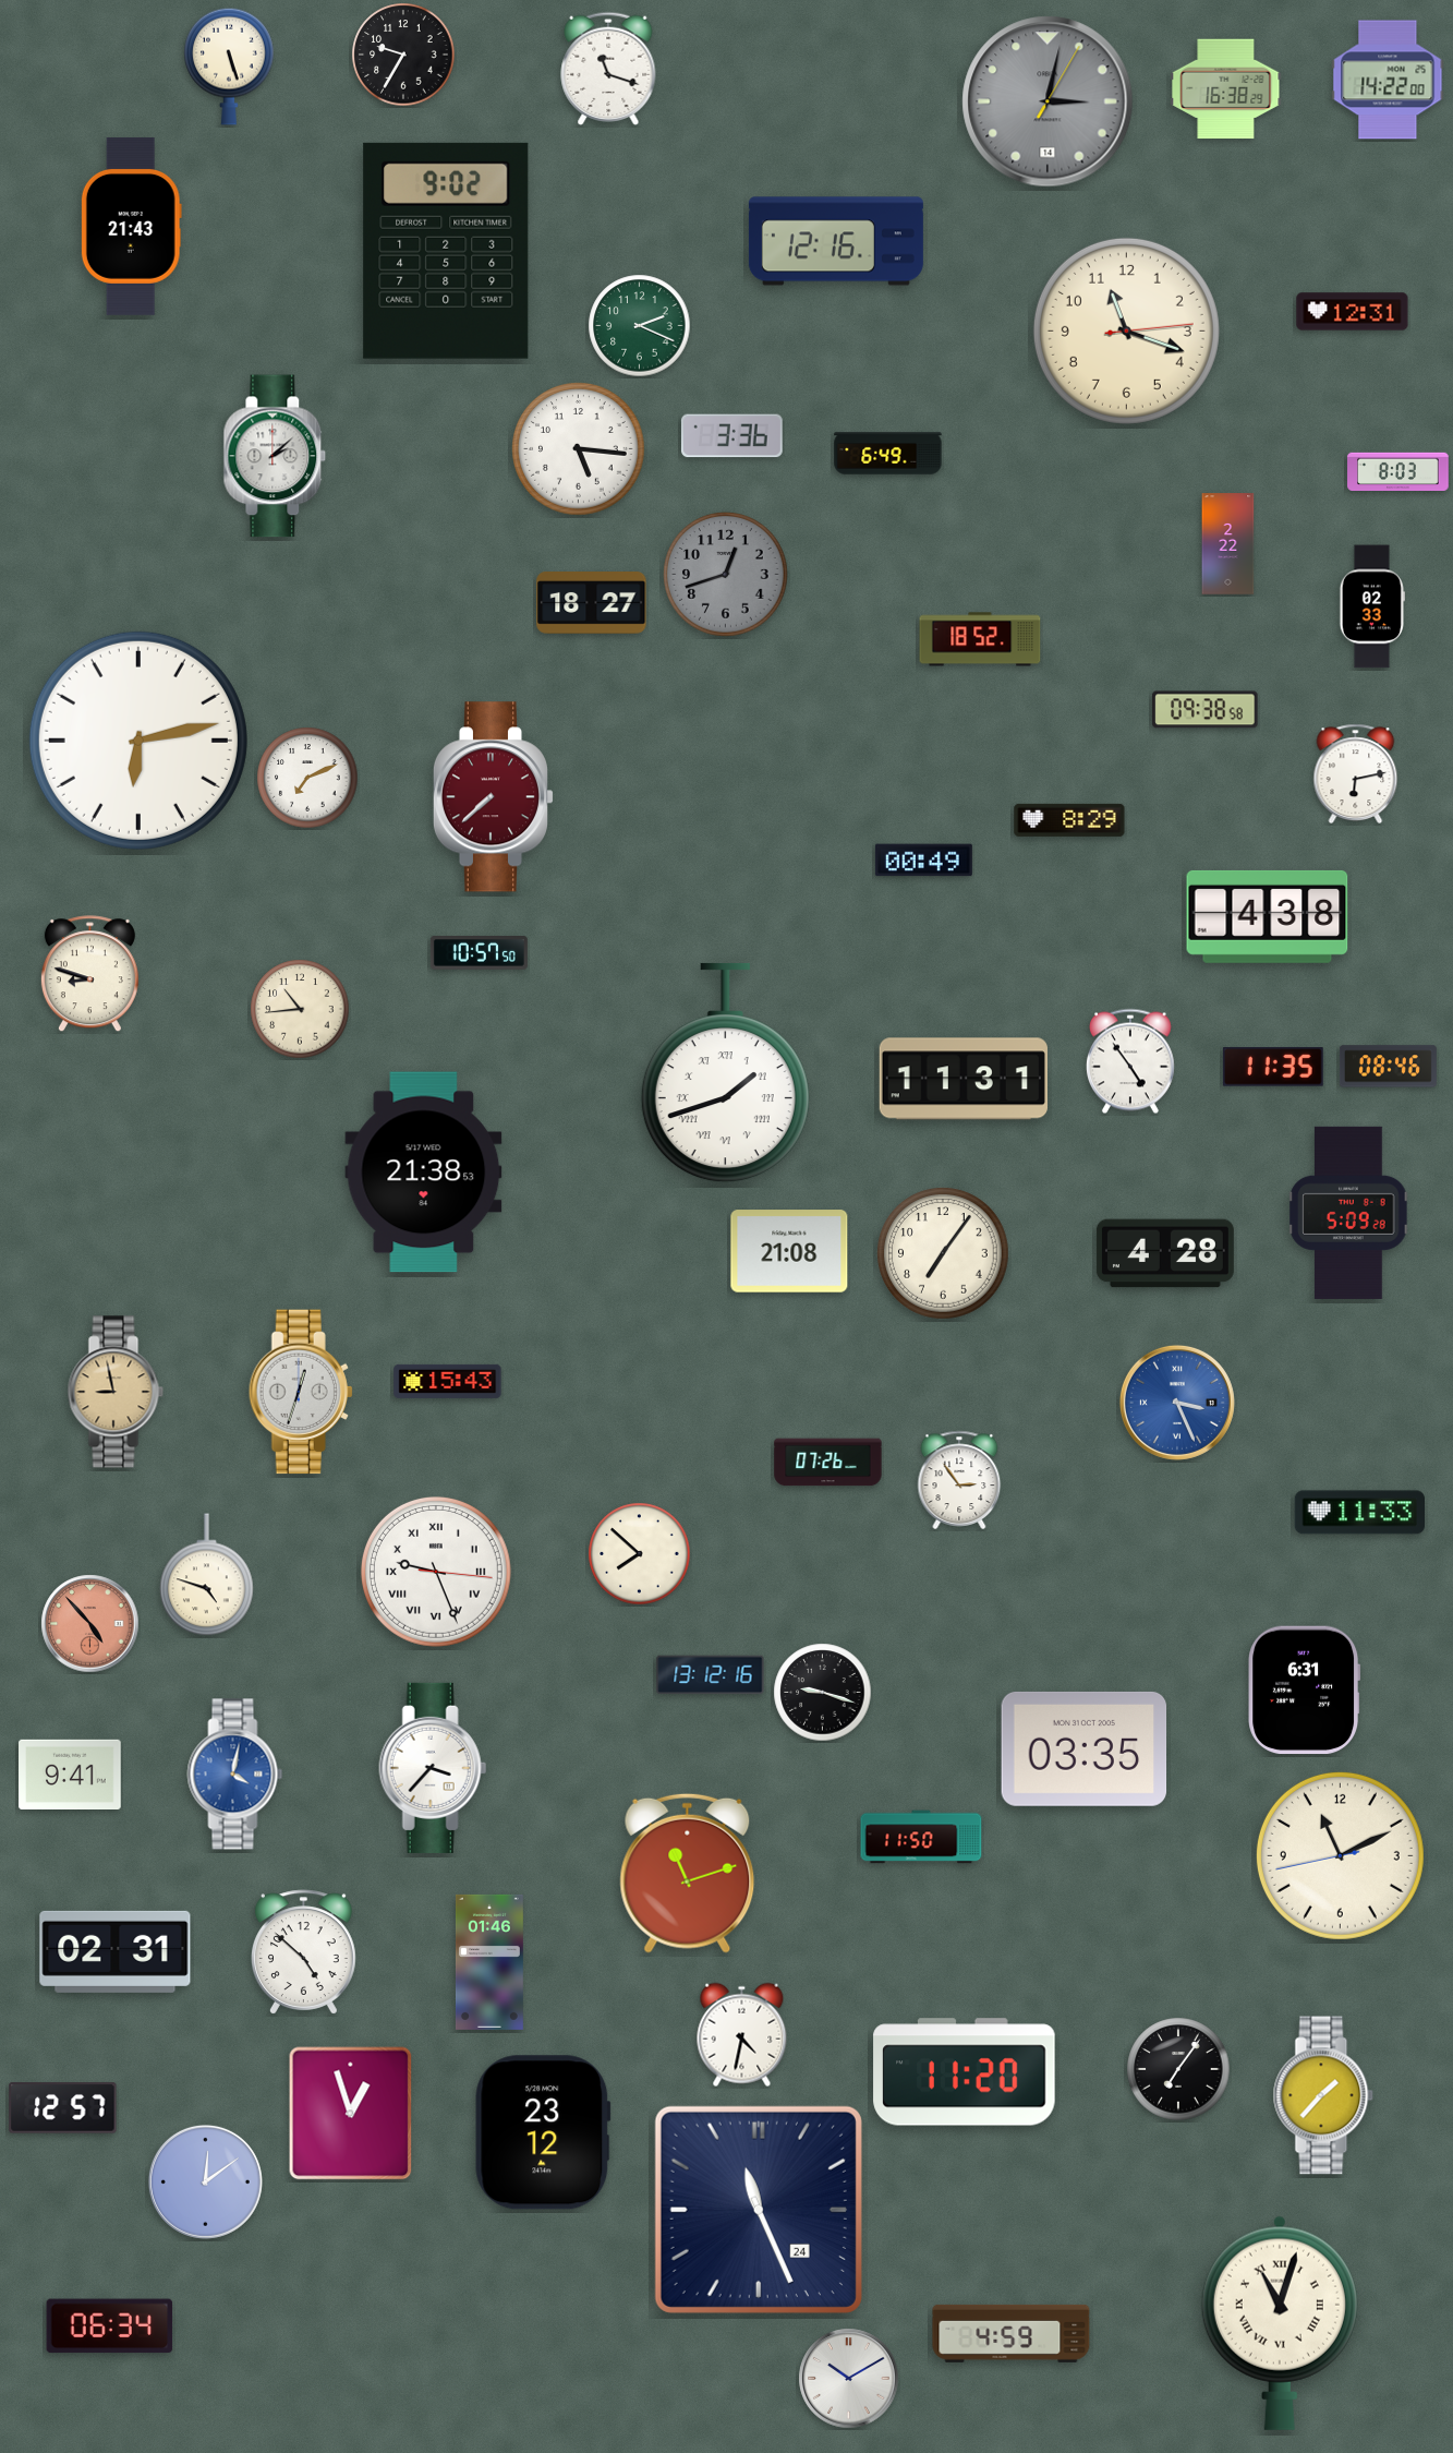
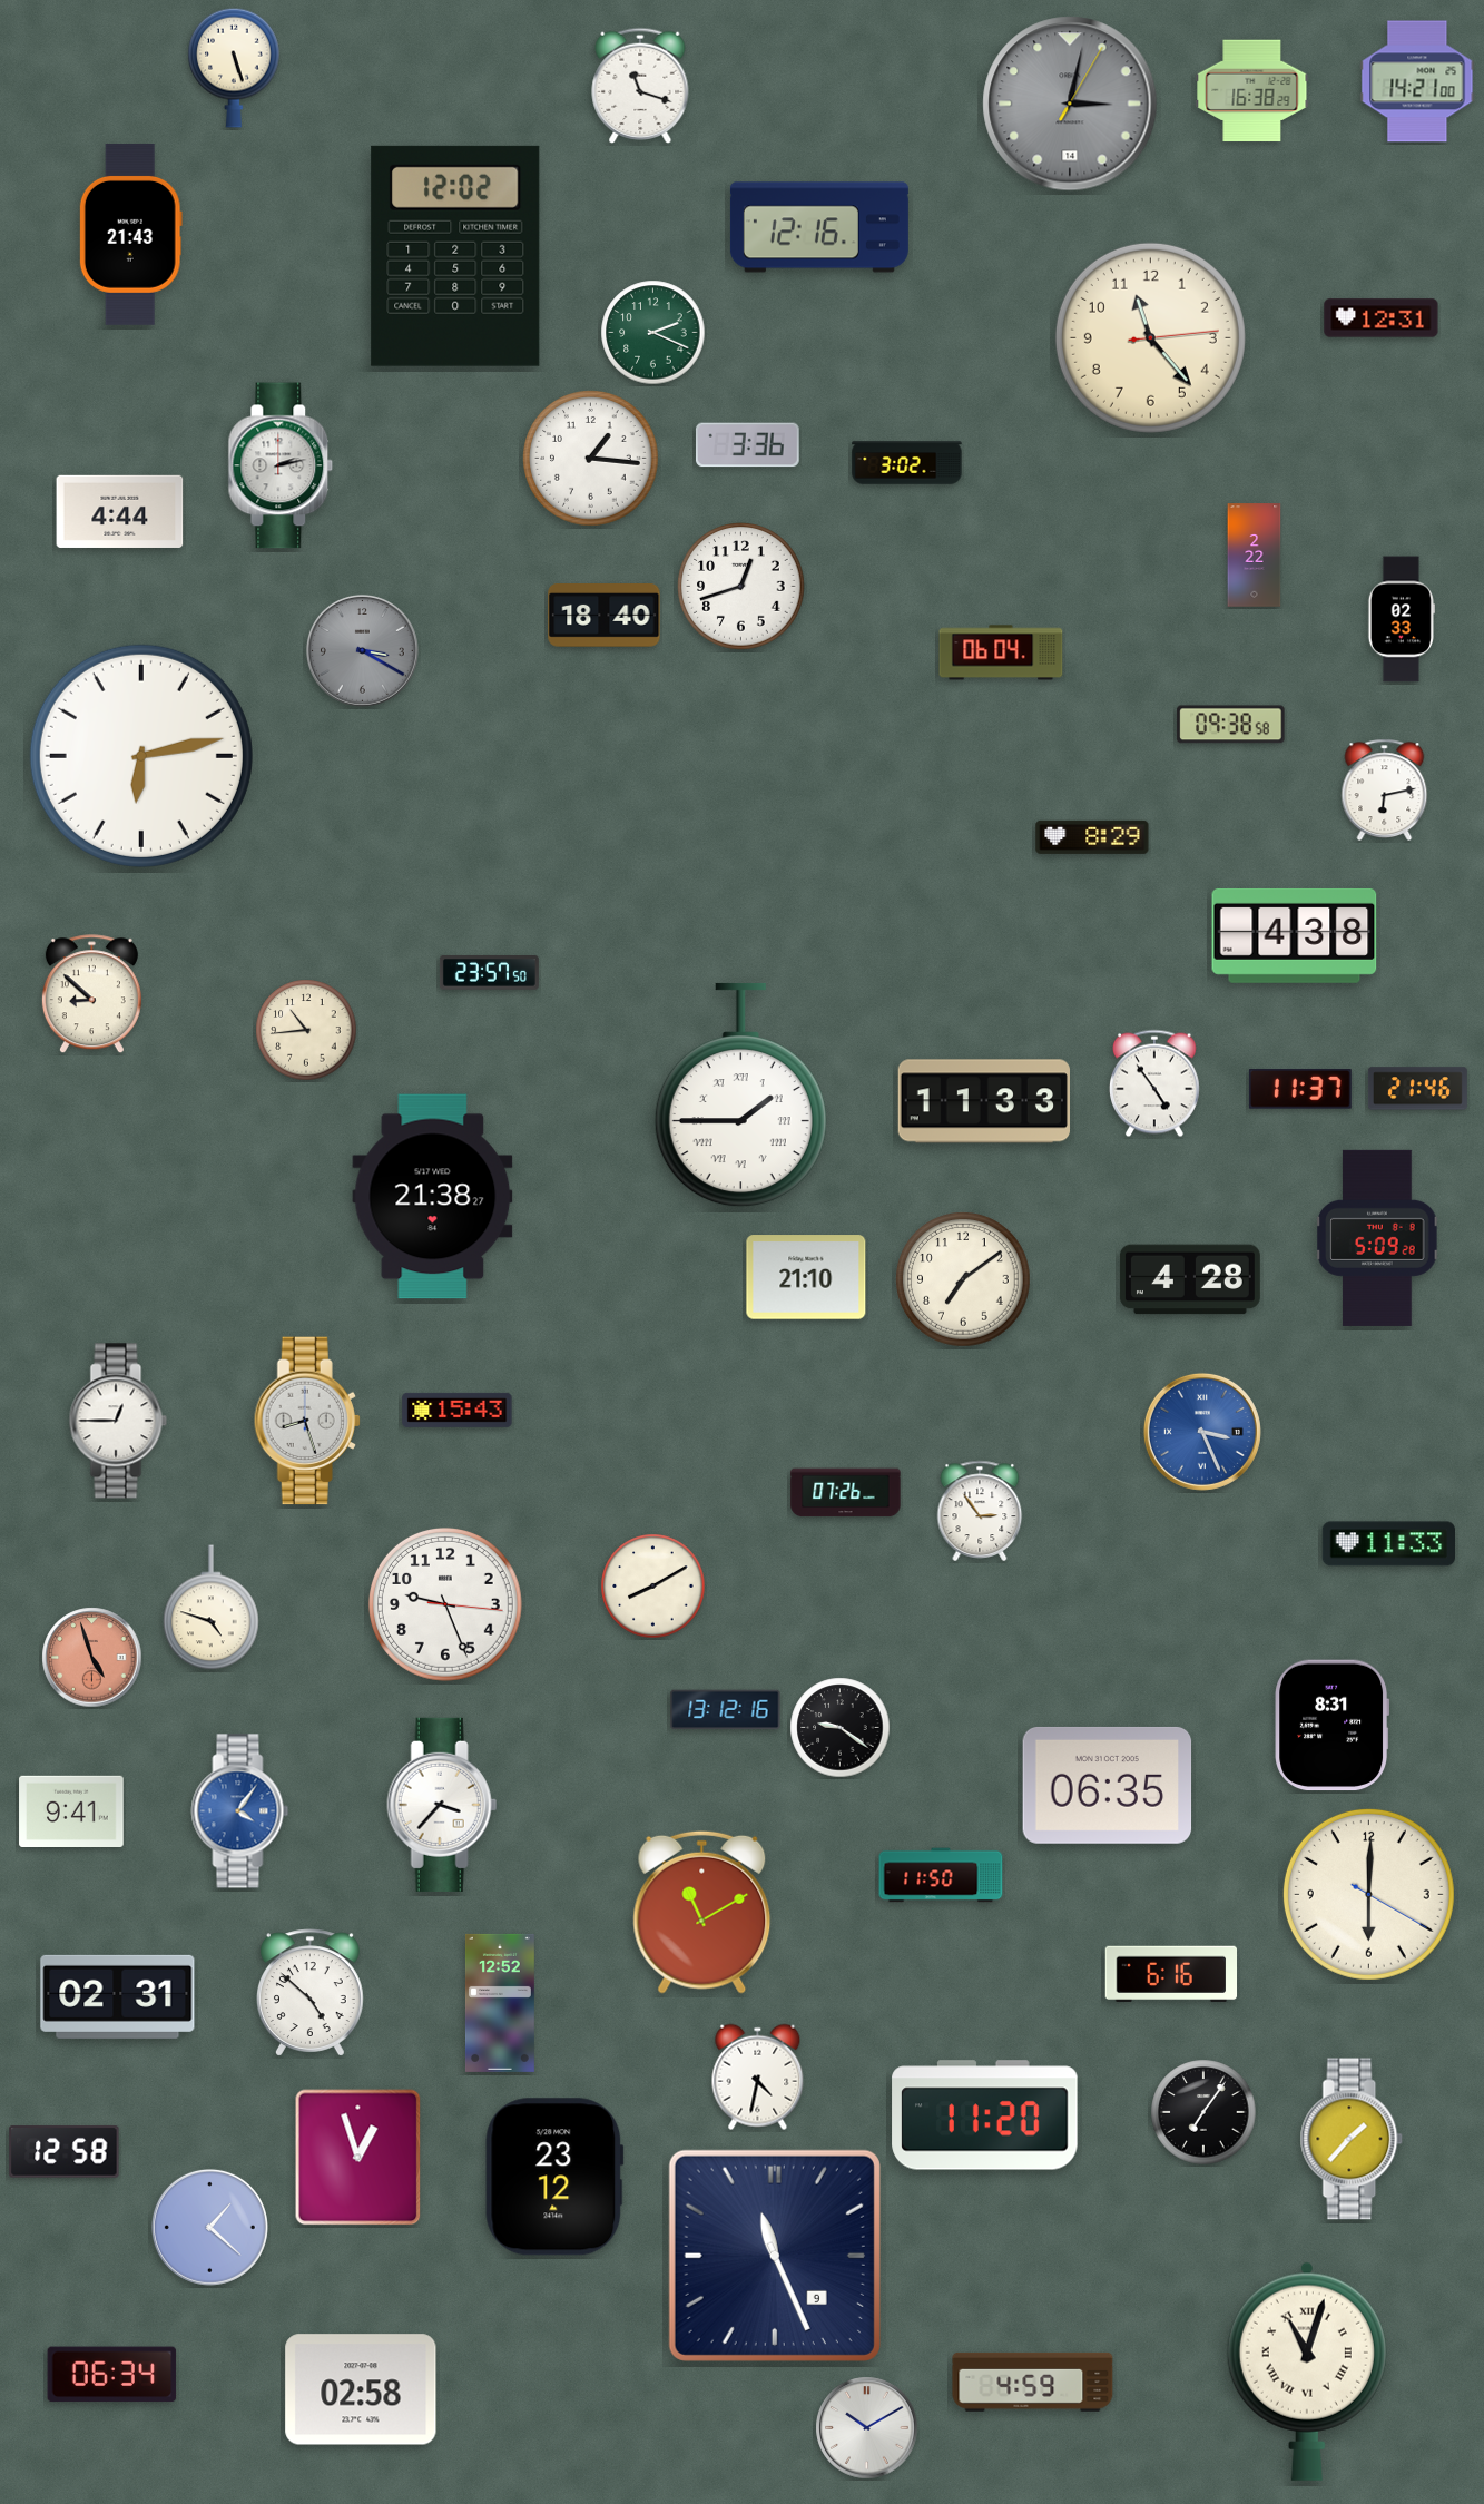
clock at (403, 55): 9:35 -> none
clock at (608, 69) position: (608, 69) -> (640, 86)
clock at (1388, 80): 14:22 -> 14:21
clock at (131, 226) position: (131, 226) -> (130, 234)
clock at (836, 241) position: (836, 241) -> (819, 227)
clock at (446, 251): 9:02 -> 12:02
clock at (1126, 330): 11:18 -> 11:23
clock at (579, 449): 5:16 -> 1:16
clock at (888, 454): 6:49 -> 3:02
clock at (275, 456): 2:08 -> 2:13
clock at (1398, 471): 8:03 -> none
clock at (120, 511): none -> 4:44
clock at (726, 575) dial: grey -> white
clock at (592, 603): 18:27 -> 18:40
clock at (362, 650): none -> 3:20
clock at (980, 639): 18:52 -> 06:04
clock at (307, 778): 7:11 -> none
clock at (493, 797): 7:38 -> none
clock at (923, 861): 00:49 -> none
clock at (479, 953): 10:57 -> 23:57
clock at (89, 974): 8:48 -> 8:52
clock at (1273, 1067): 11:35 -> 11:37
clock at (1388, 1067): 08:46 -> 21:46
clock at (725, 1073): 1:42 -> 1:45
clock at (964, 1079): 11:31 -> 11:33
clock at (424, 1173): 21:38:53 -> 21:38:27
clock at (789, 1251): 21:08 -> 21:10
clock at (943, 1253): 7:06 -> 7:09
clock at (116, 1392): 8:58 -> 12:45
clock at (116, 1392) dial: champagne -> white
clock at (301, 1392): 12:33 -> 8:27
clock at (640, 1554): 7:52 -> 8:10
clock at (436, 1572) numerals: Roman -> Arabic
clock at (90, 1624): 4:53 -> 4:57
clock at (1305, 1691): 6:31 -> 8:31
clock at (823, 1693): 9:18 -> 9:21
clock at (1085, 1748): 03:35 -> 06:35
clock at (235, 1775): 4:02 -> 4:06
clock at (1340, 1855): 11:10 -> 6:00
clock at (688, 1873): 11:12 -> 11:10
clock at (1171, 1974): none -> 6:16
clock at (116, 1951) position: (116, 1951) -> (118, 1996)
clock at (489, 1962): 01:46 -> 12:52
clock at (63, 2108): 12:57 -> 12:58
clock at (205, 2181): 12:09 -> 1:22
clock at (759, 2210) date: 24 -> 9
clock at (361, 2389): none -> 02:58
